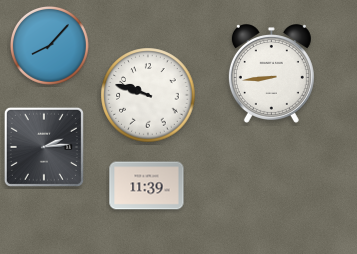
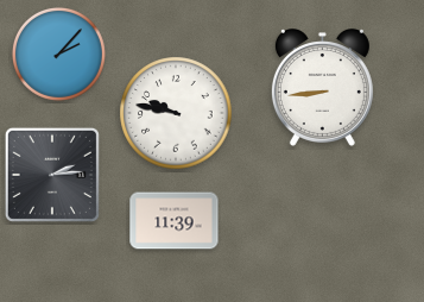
clock at (49, 45): 8:07 -> 2:07
clock at (148, 95): 9:48 -> 9:47
